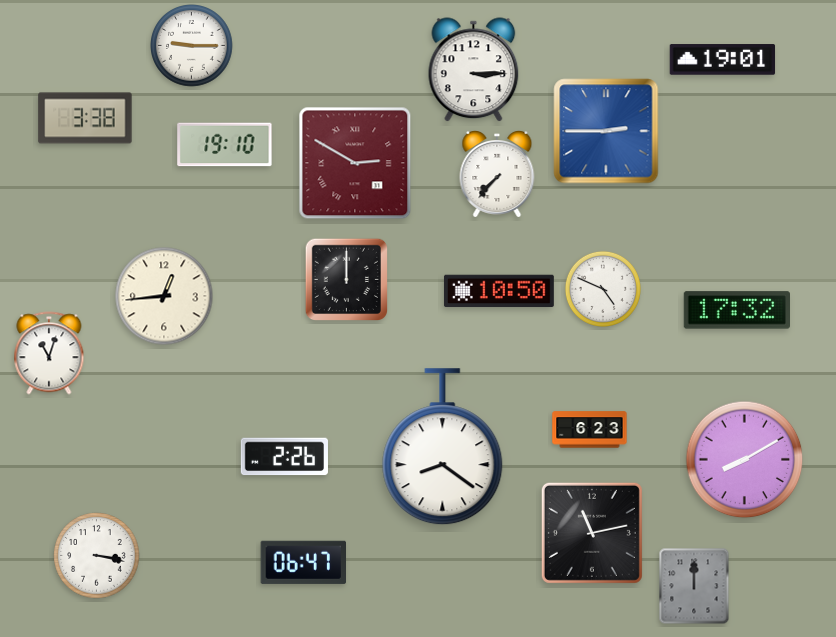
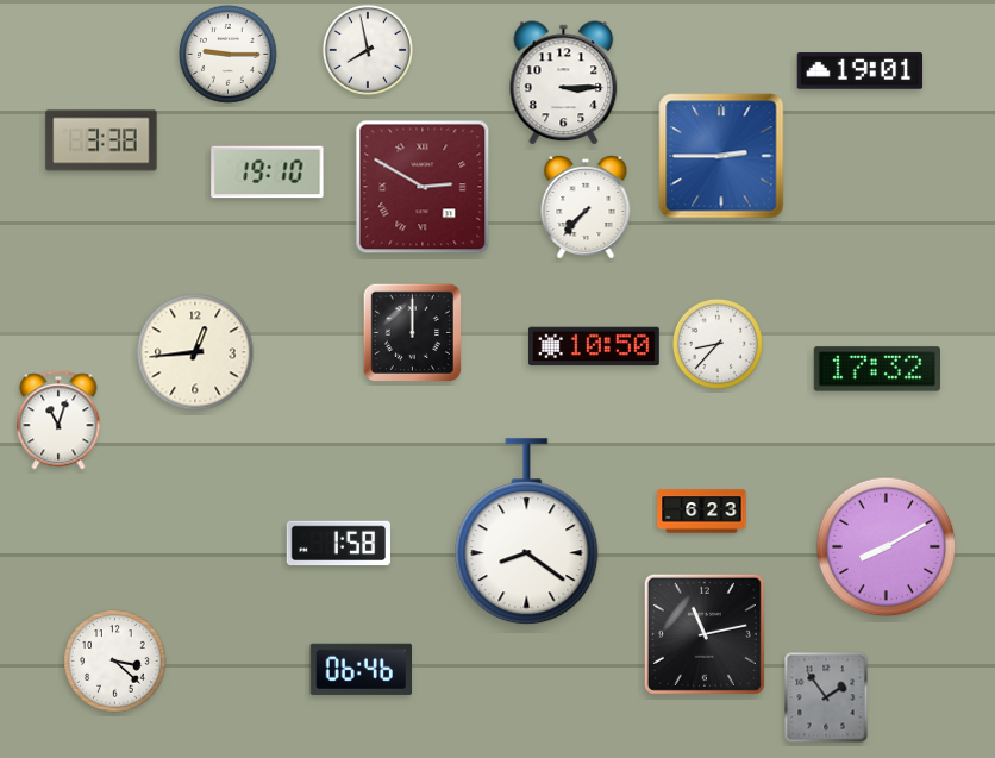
clock at (368, 50): none -> 7:58
clock at (355, 163) position: (355, 163) -> (423, 187)
clock at (497, 175) position: (497, 175) -> (586, 208)
clock at (603, 289): 4:49 -> 8:37
clock at (284, 457): 2:26 -> 1:58
clock at (97, 556): 3:17 -> 3:22
clock at (303, 562): 06:47 -> 06:46
clock at (694, 586): 12:00 -> 1:54
